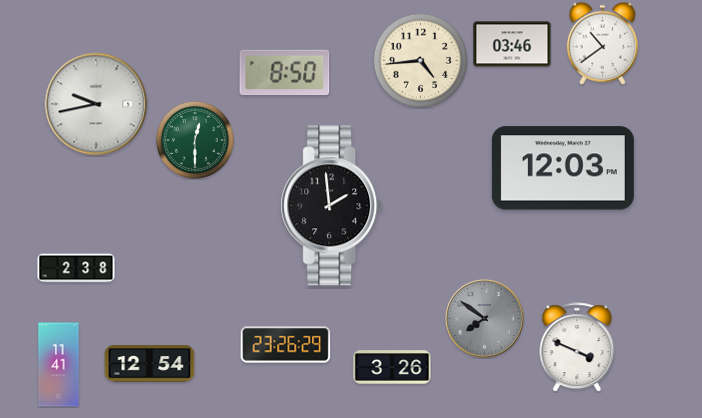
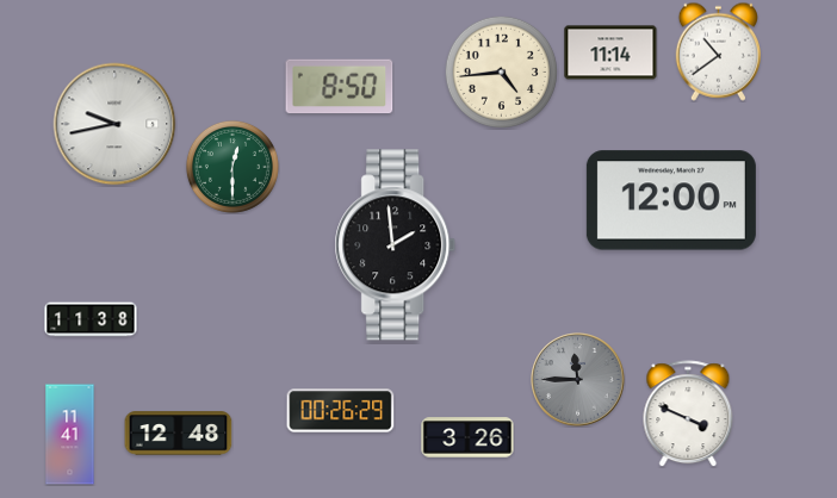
clock at (512, 44): 03:46 -> 11:14
clock at (563, 168): 12:03 -> 12:00
clock at (76, 268): 2:38 -> 11:38
clock at (485, 319): 7:51 -> 11:45
clock at (286, 345): 23:26 -> 00:26
clock at (150, 364): 12:54 -> 12:48
